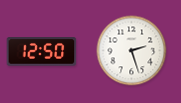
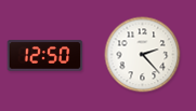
clock at (132, 51): 2:27 -> 2:23
